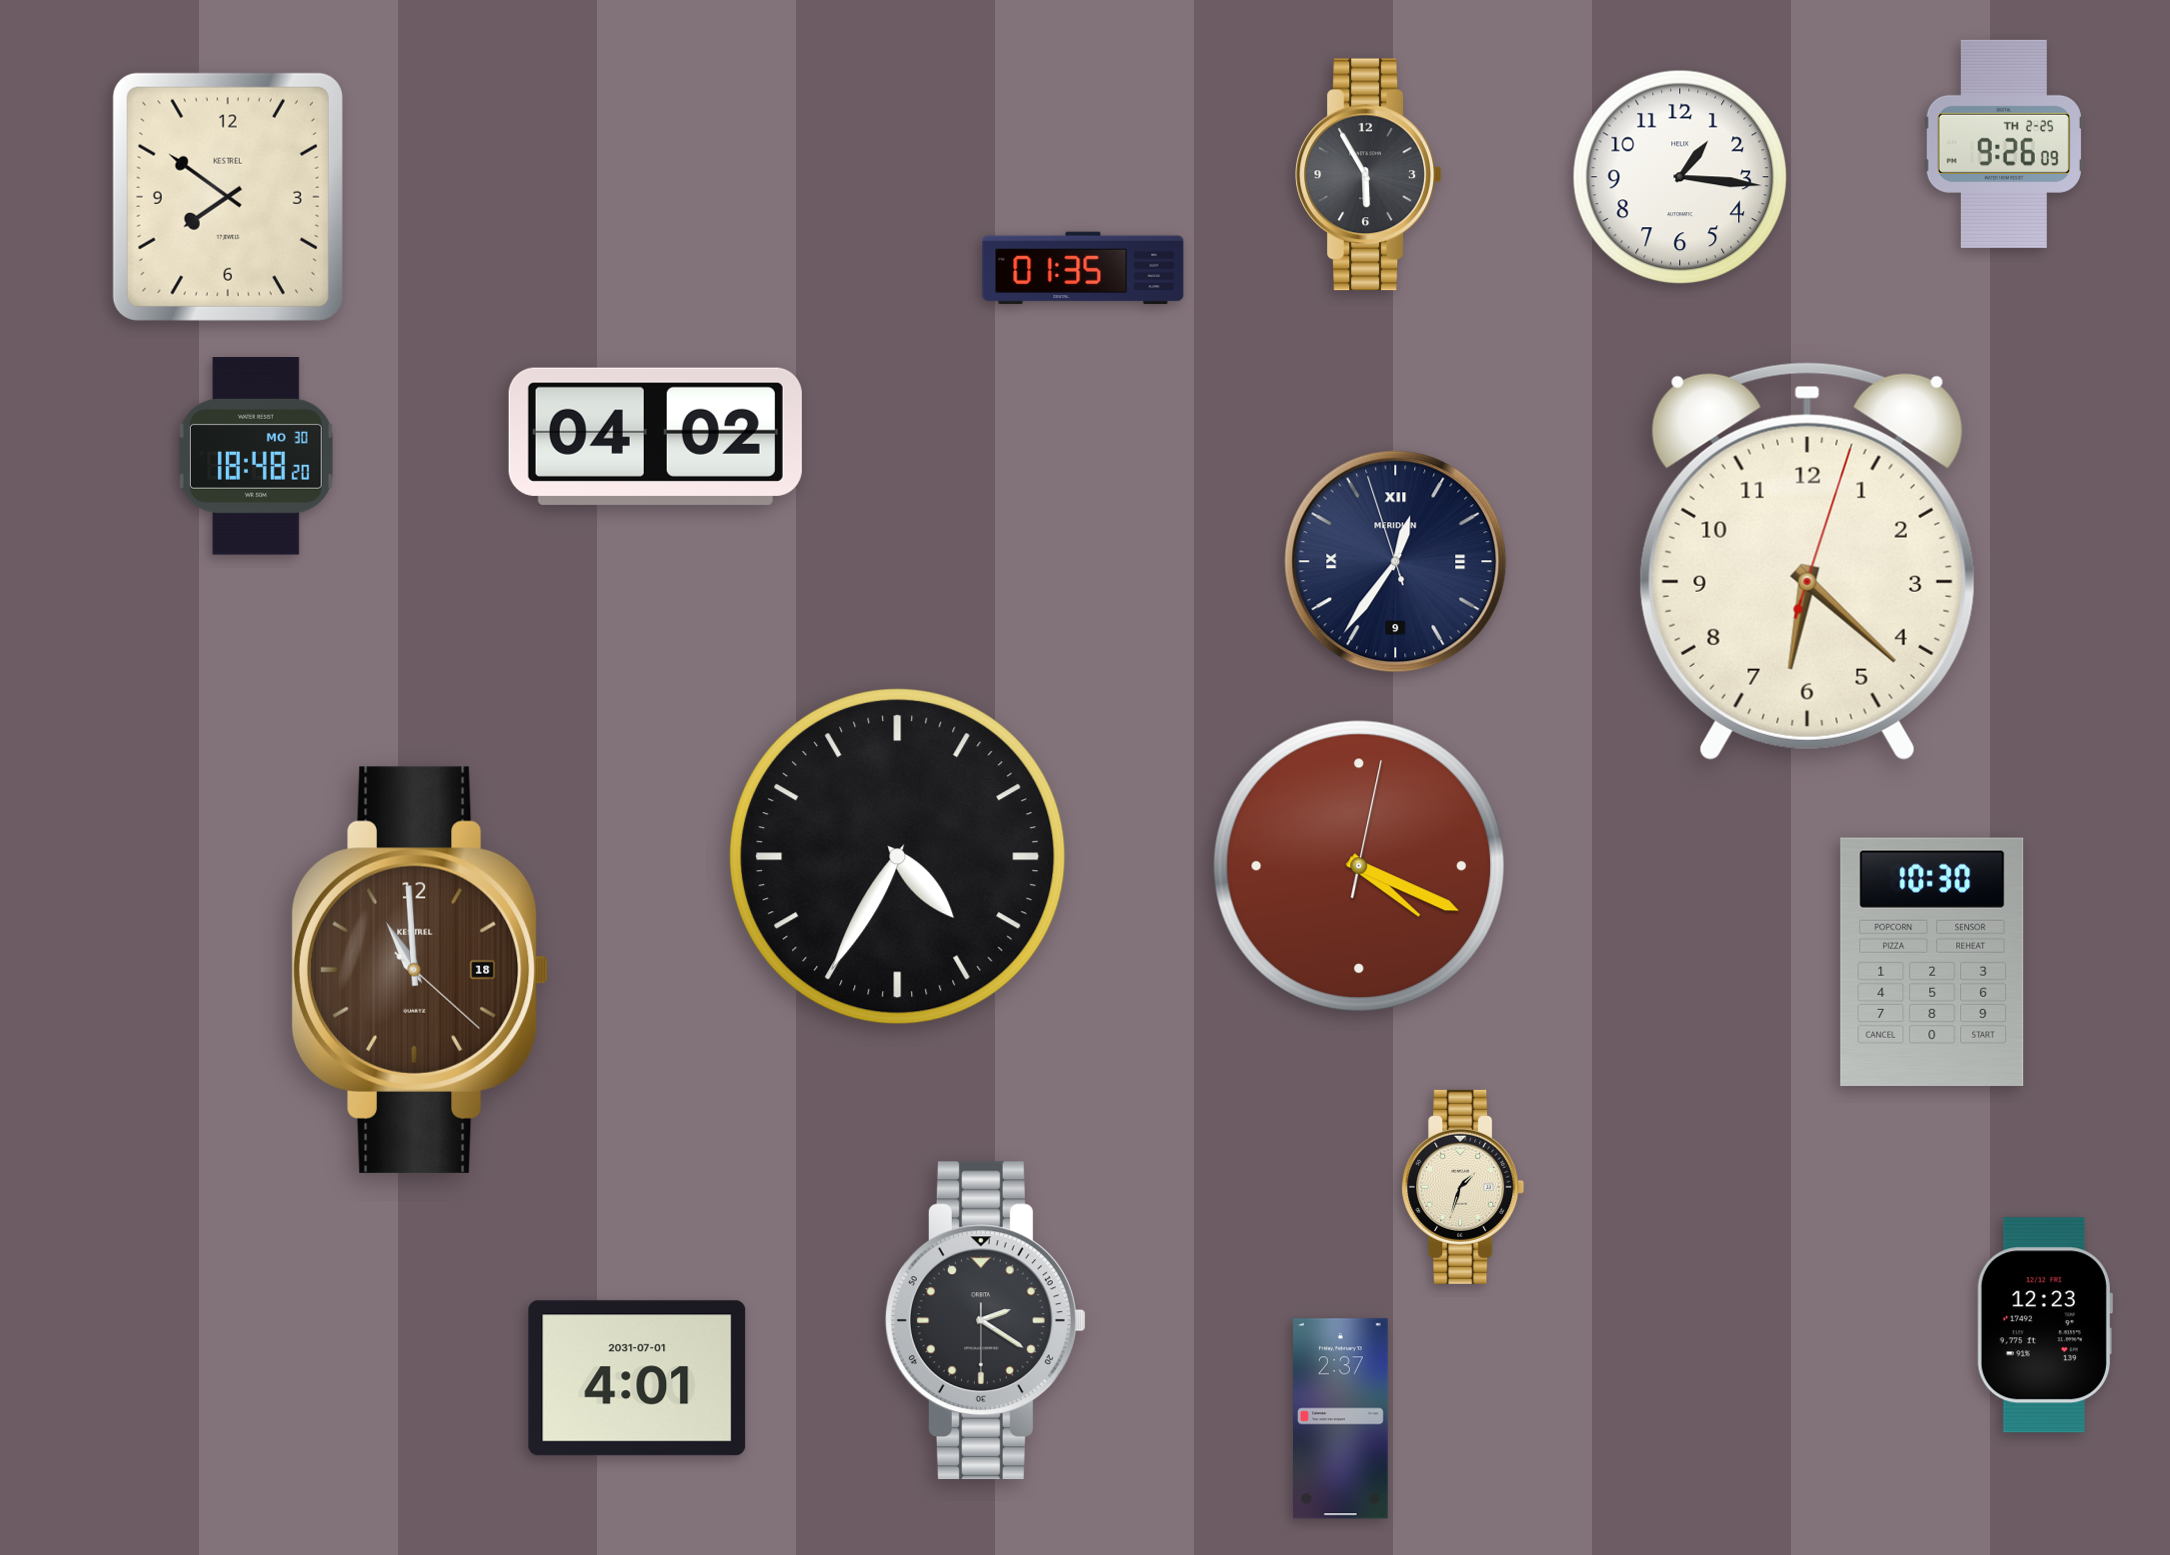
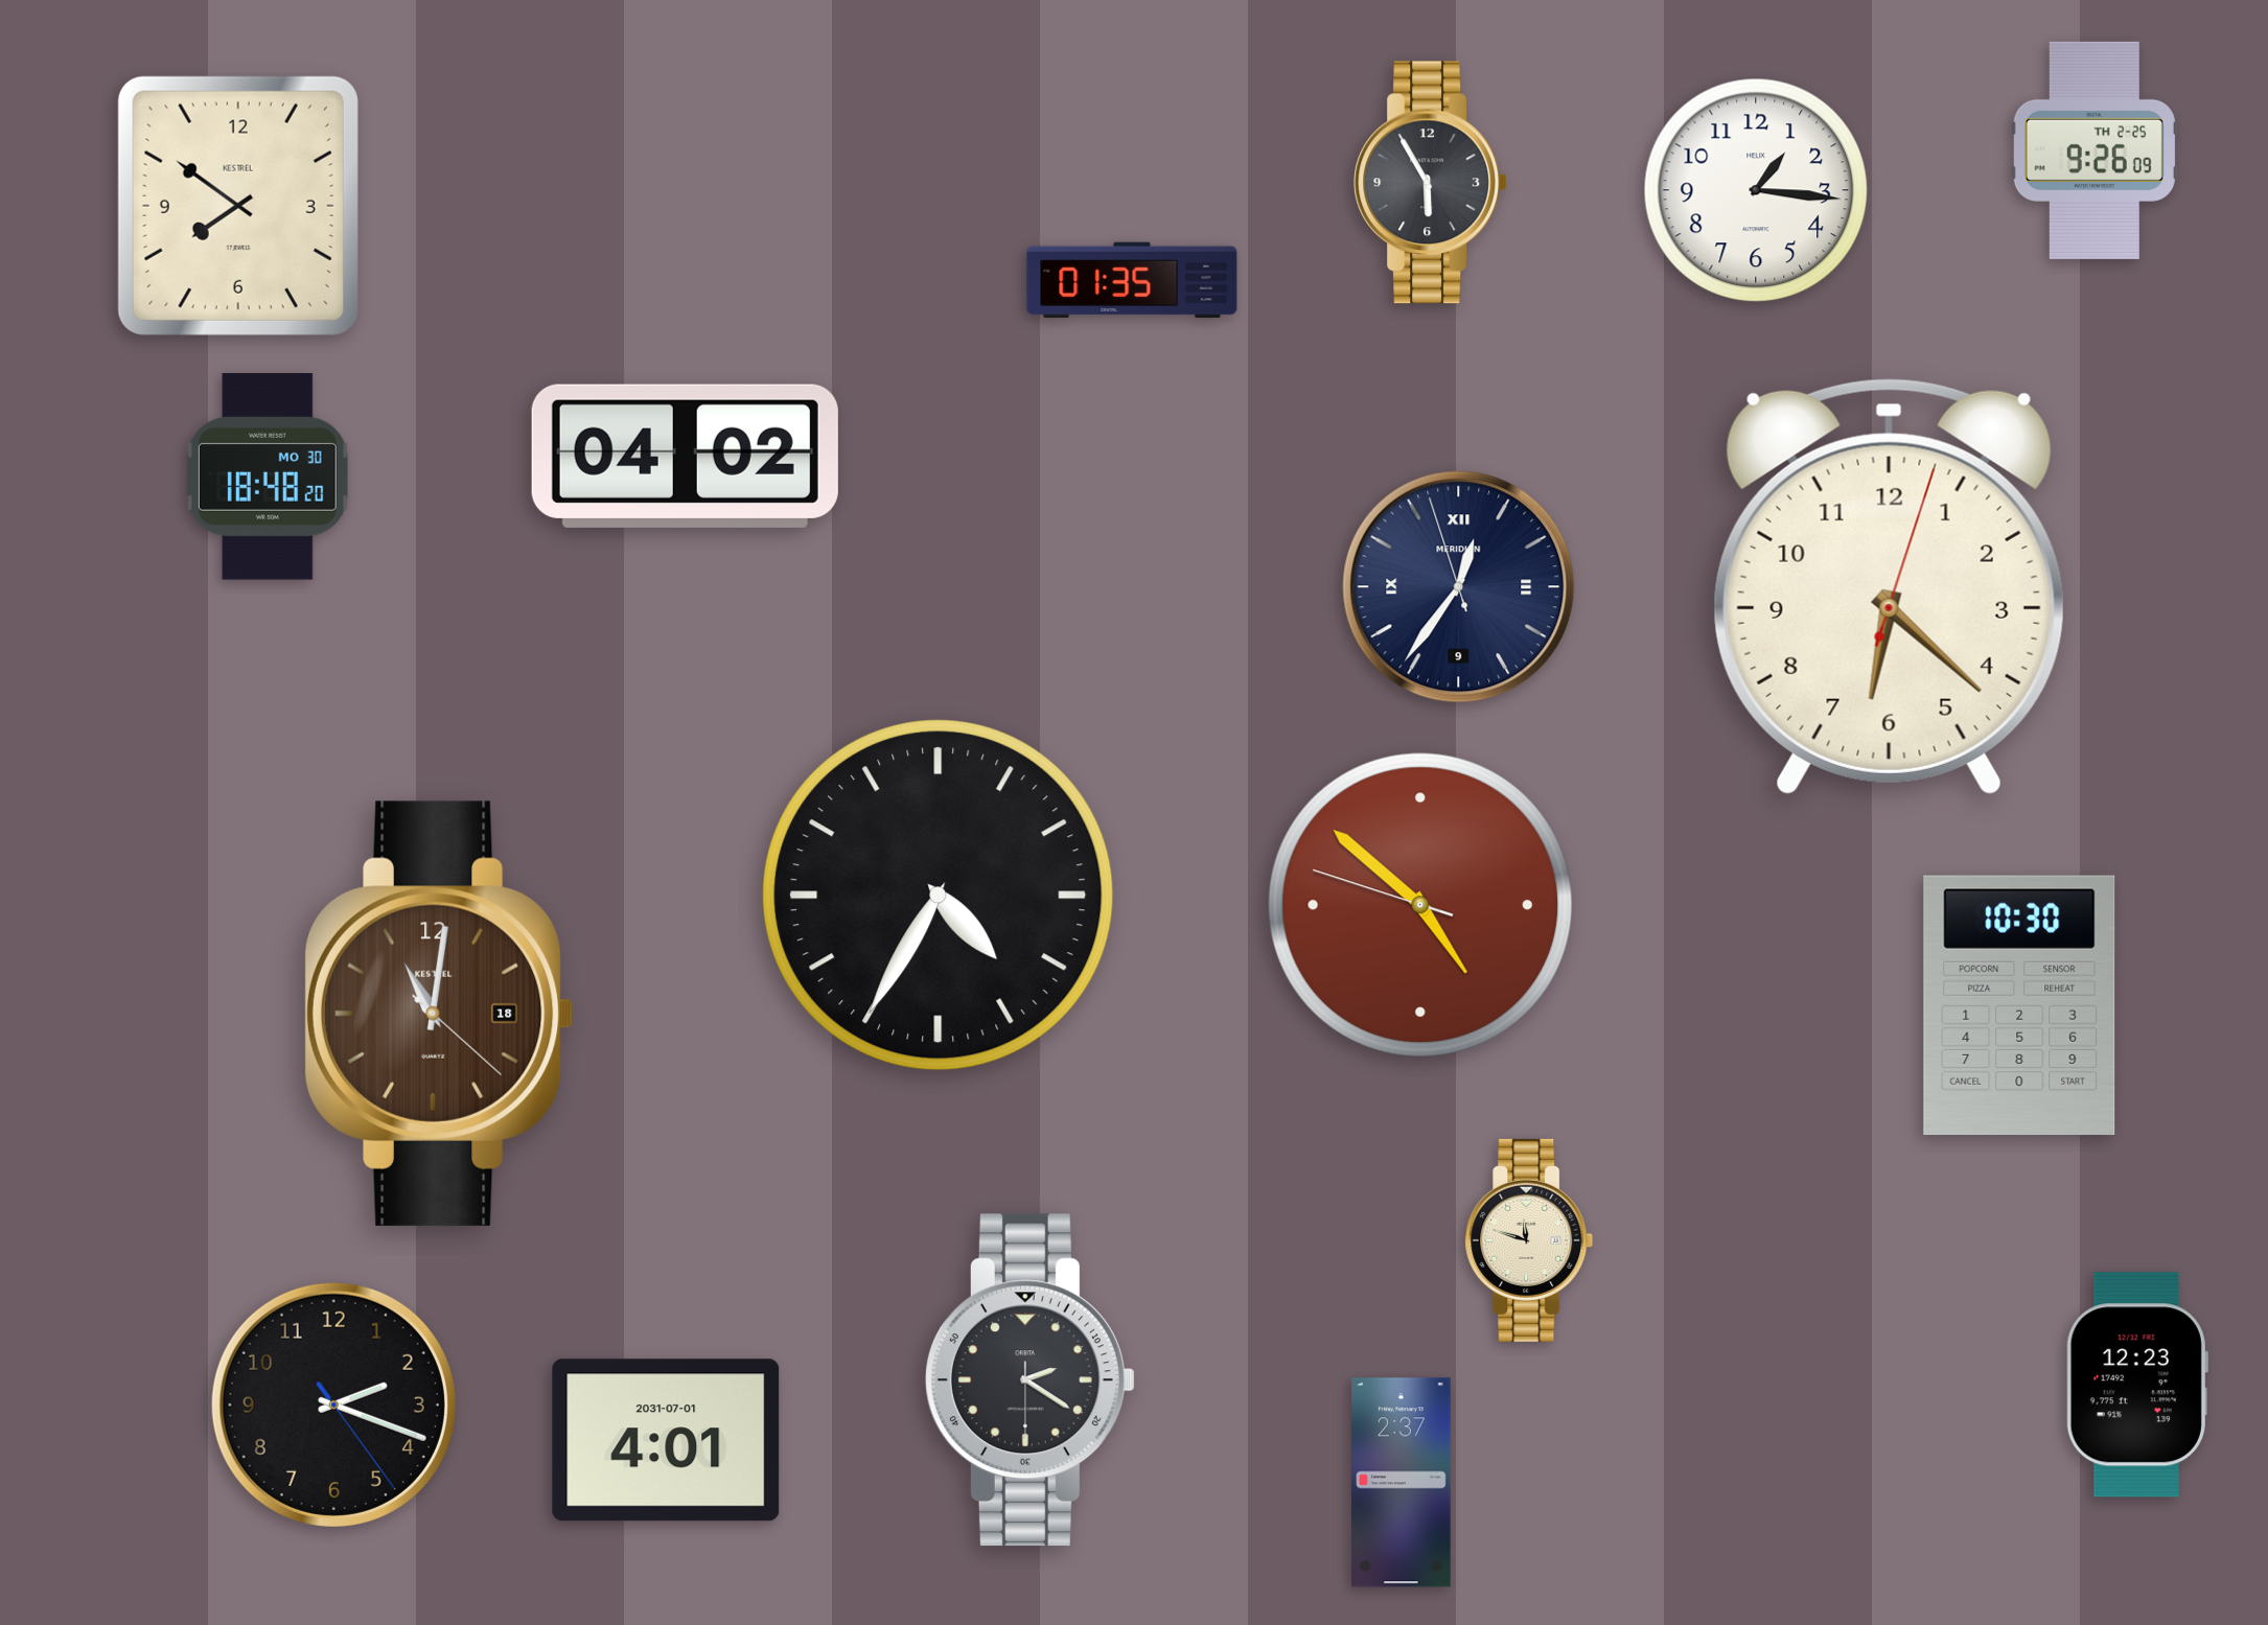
clock at (1680, 177) position: (1680, 177) -> (1756, 190)
clock at (1359, 866): 4:19 -> 4:51
clock at (420, 970): 10:59 -> 11:01
clock at (1463, 1187): 1:33 -> 11:48
clock at (333, 1405): none -> 2:18
